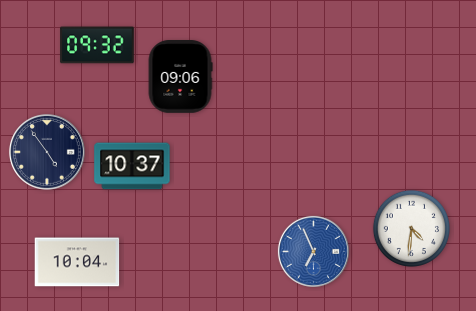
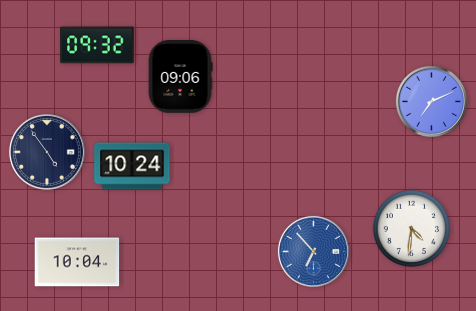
clock at (431, 101): none -> 7:11
clock at (132, 166): 10:37 -> 10:24
clock at (313, 251): 6:56 -> 6:53
